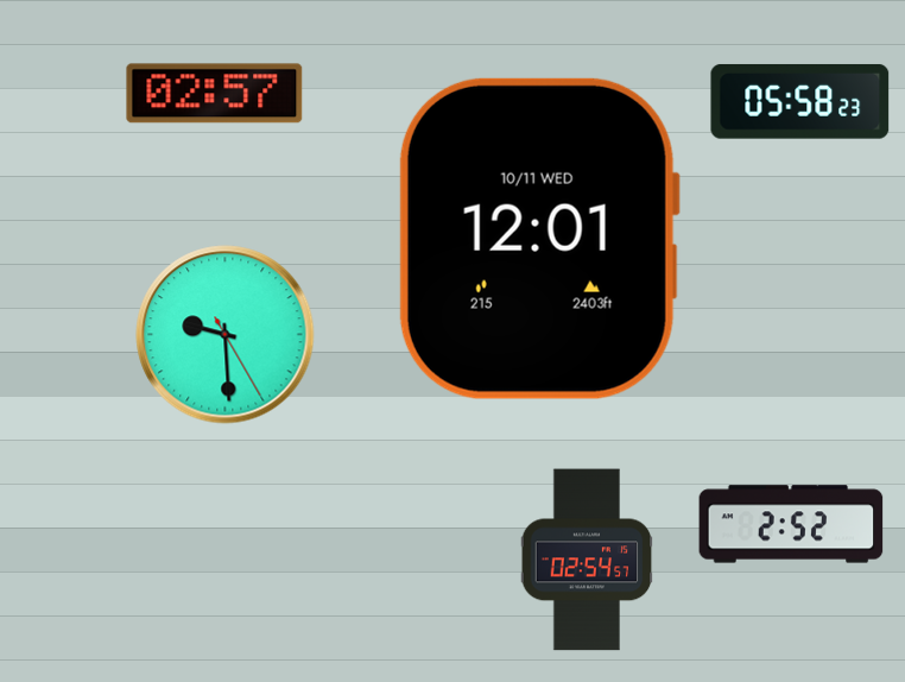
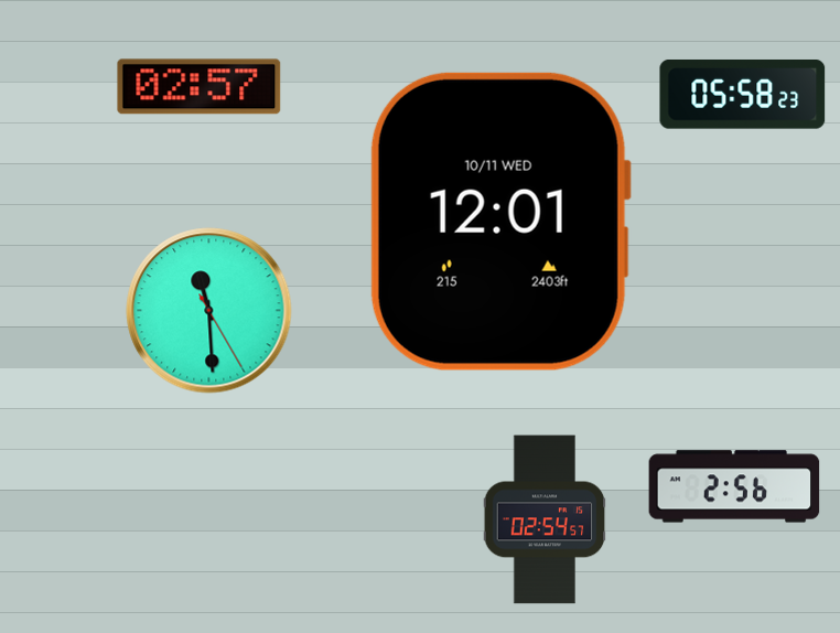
clock at (226, 335): 9:29 -> 11:29
clock at (791, 524): 2:52 -> 2:56
